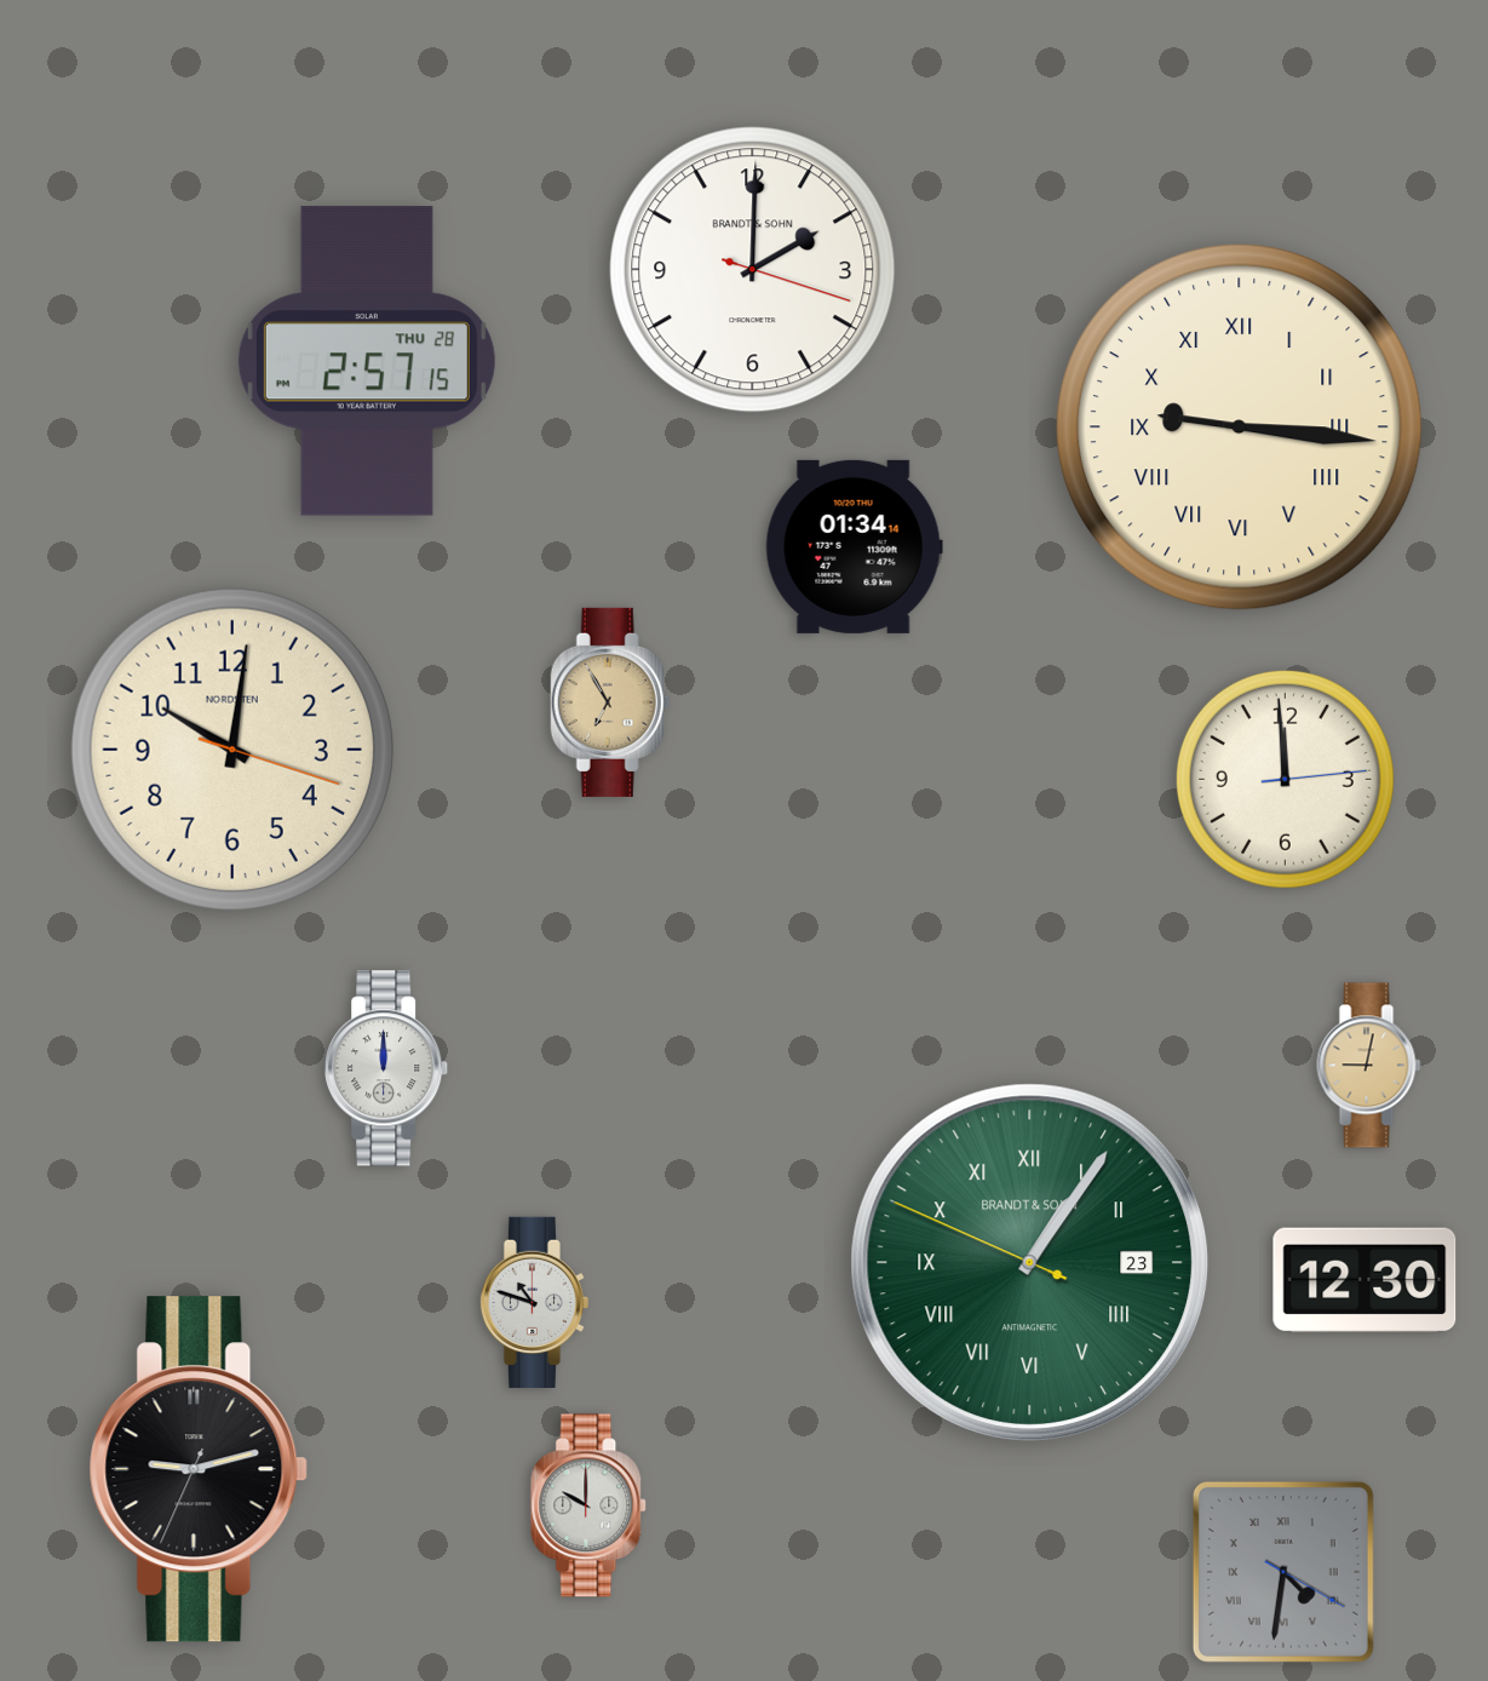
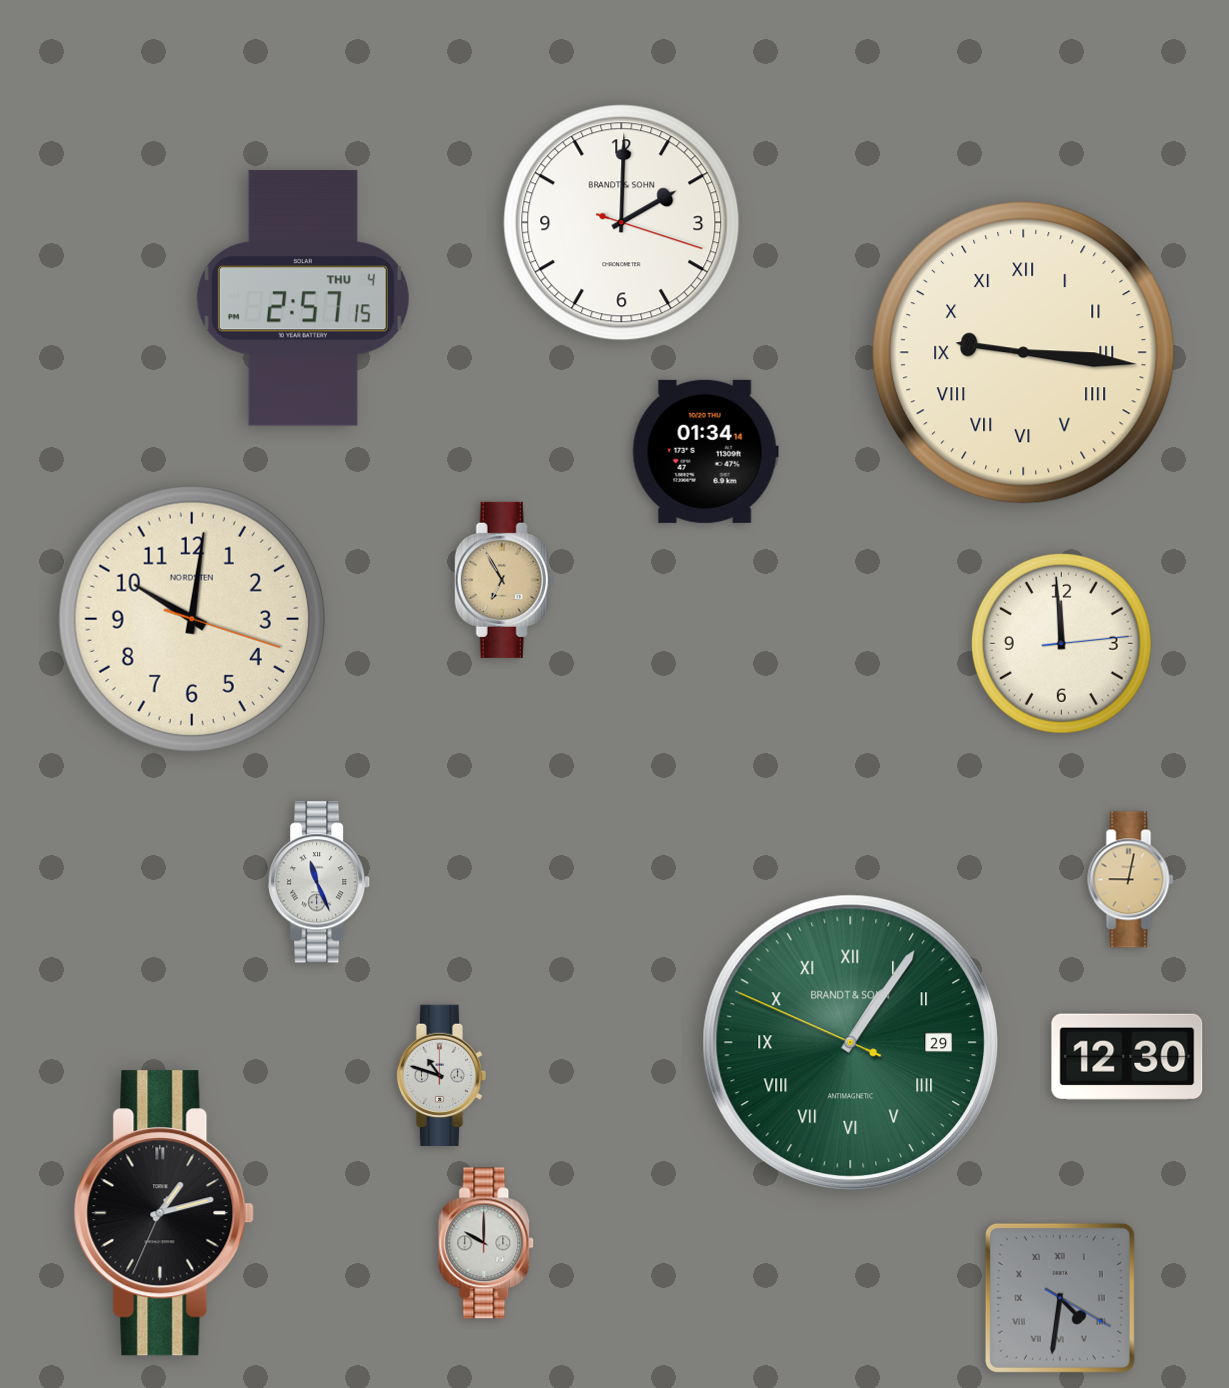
clock at (367, 361) date: THU 28 -> THU 4
clock at (387, 1068): 12:00 -> 11:26
clock at (1030, 1263) date: 23 -> 29
clock at (199, 1469): 9:12 -> 1:12
